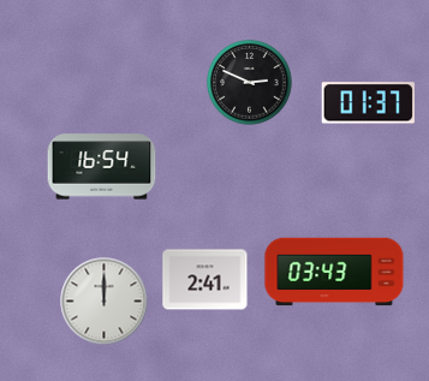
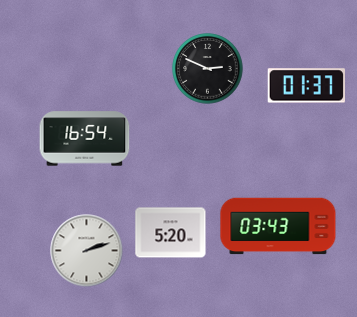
clock at (205, 280): 2:41 -> 5:20
clock at (105, 302): 12:00 -> 2:12
